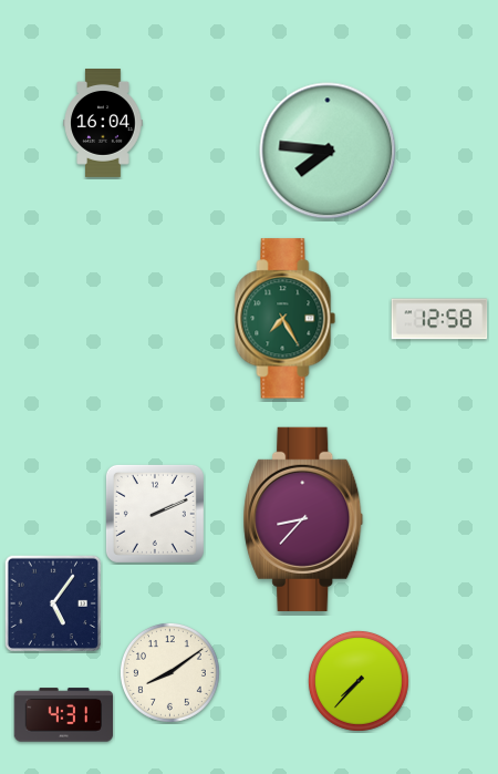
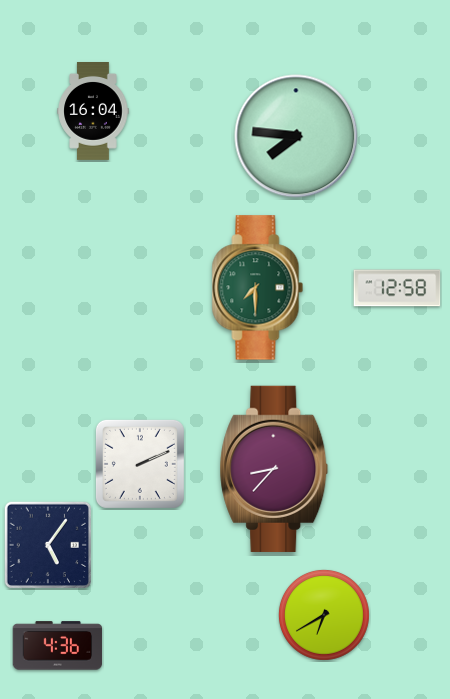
clock at (286, 319): 7:25 -> 7:30
clock at (169, 672): 8:09 -> none
clock at (359, 681): 7:37 -> 6:40
clock at (64, 715): 4:31 -> 4:36
